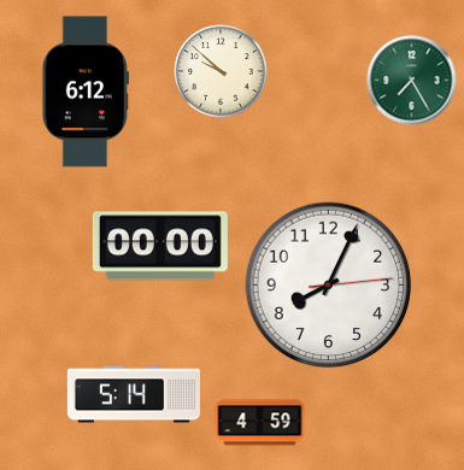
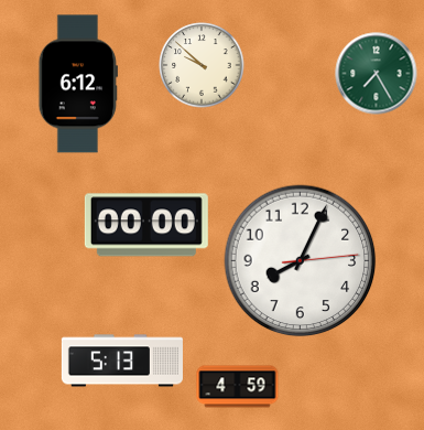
clock at (134, 394): 5:14 -> 5:13
